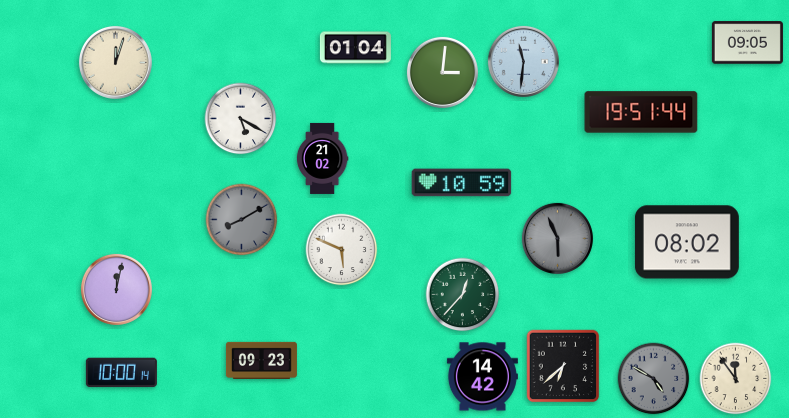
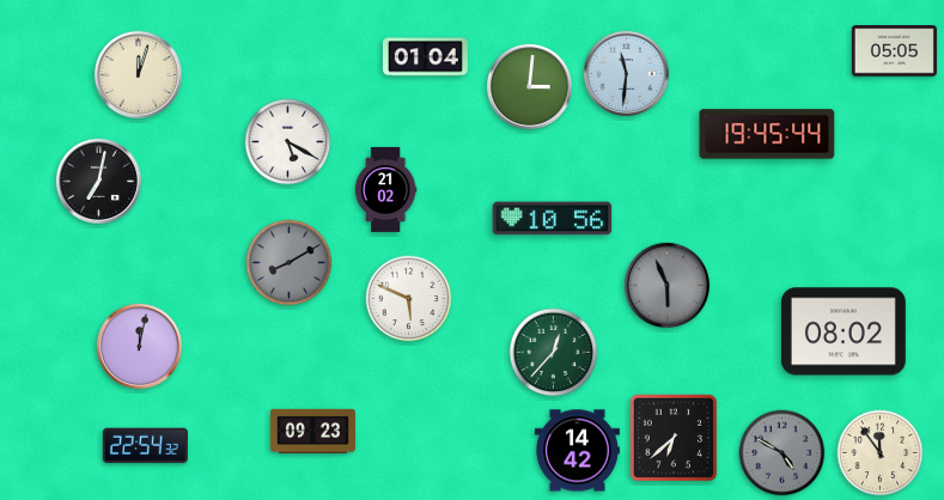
clock at (747, 43): 09:05 -> 05:05
clock at (641, 112): 19:51 -> 19:45
clock at (98, 181): none -> 7:02
clock at (462, 183): 10:59 -> 10:56
clock at (687, 242) position: (687, 242) -> (843, 331)
clock at (121, 373): 10:00 -> 22:54
